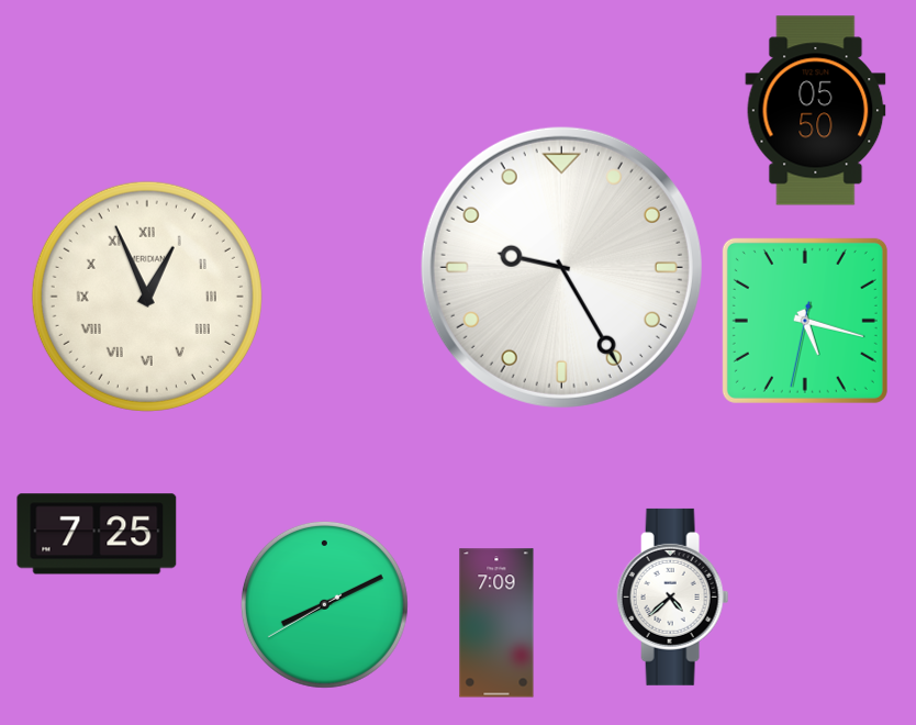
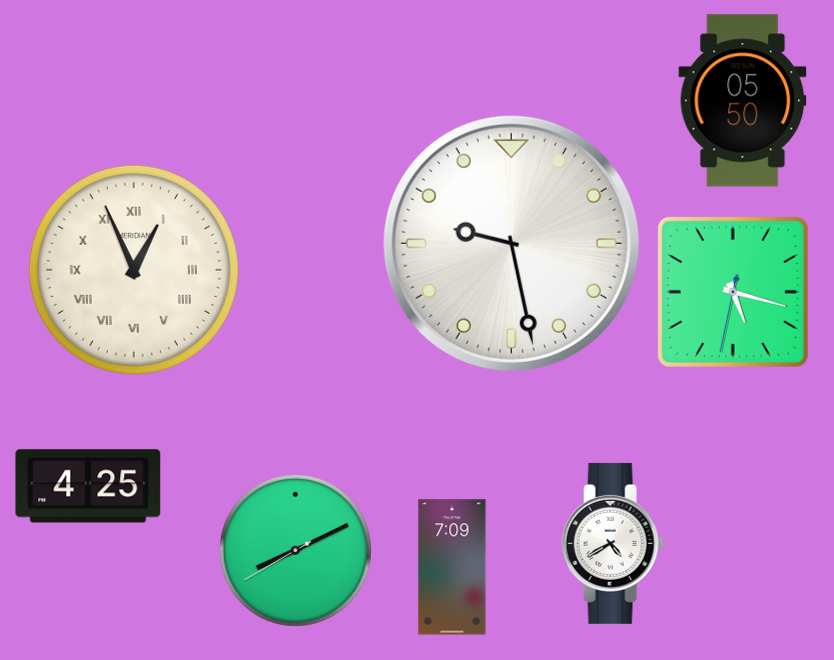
clock at (561, 267): 9:25 -> 9:28
clock at (97, 534): 7:25 -> 4:25
clock at (673, 596): 4:38 -> 4:40
